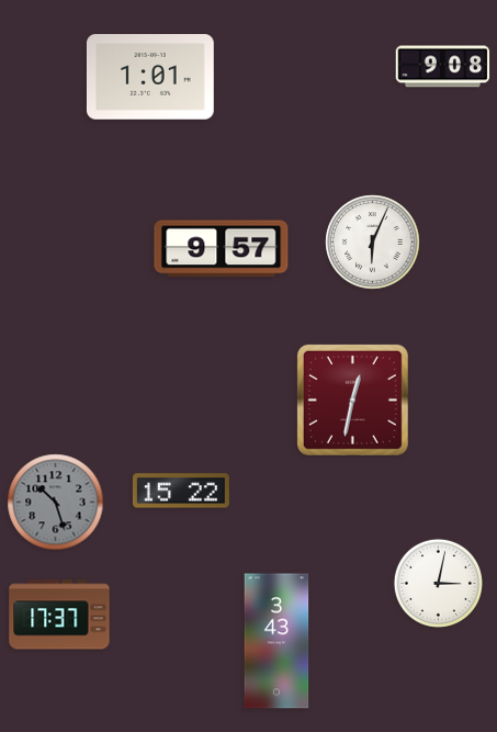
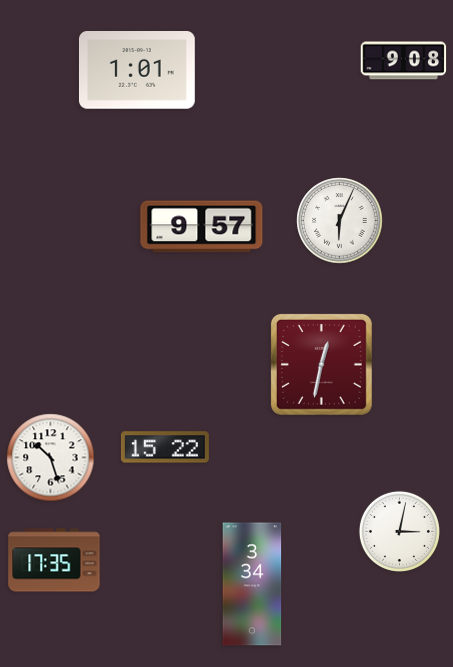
clock at (56, 503) dial: grey -> white
clock at (59, 615): 17:37 -> 17:35
clock at (276, 641): 3:43 -> 3:34
